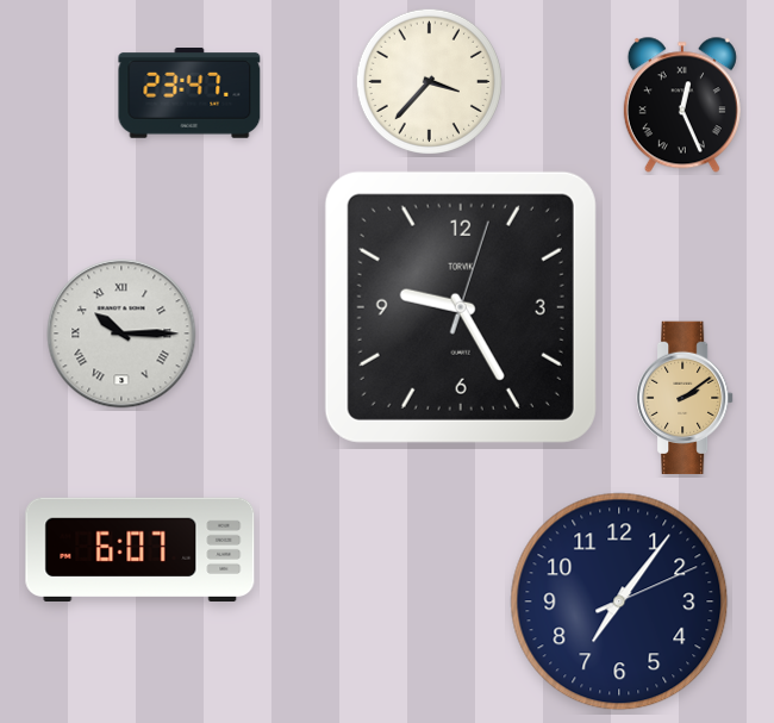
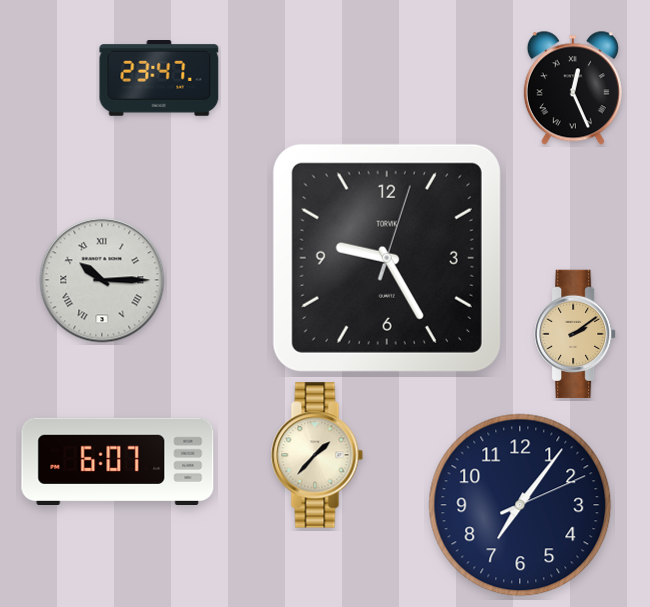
clock at (429, 81): 3:37 -> none
clock at (317, 455): none -> 1:37
